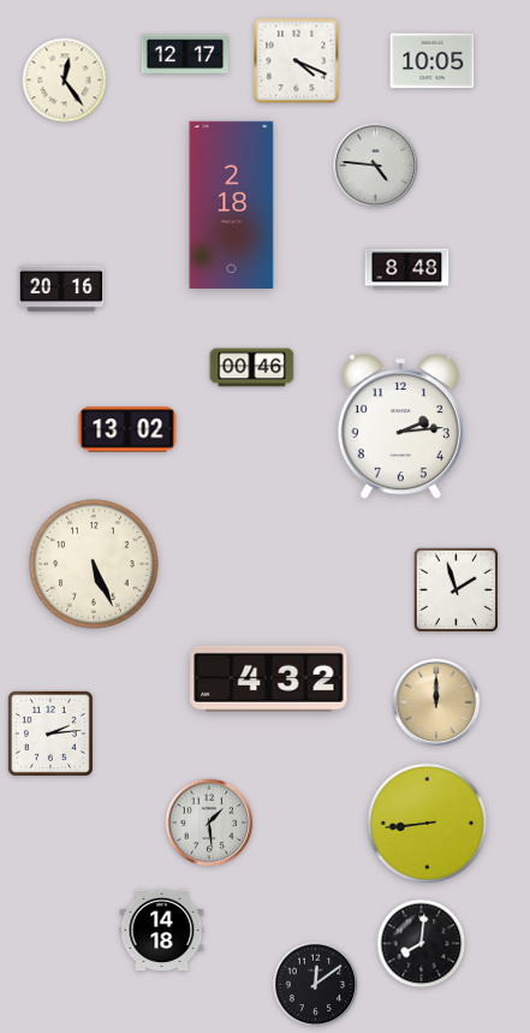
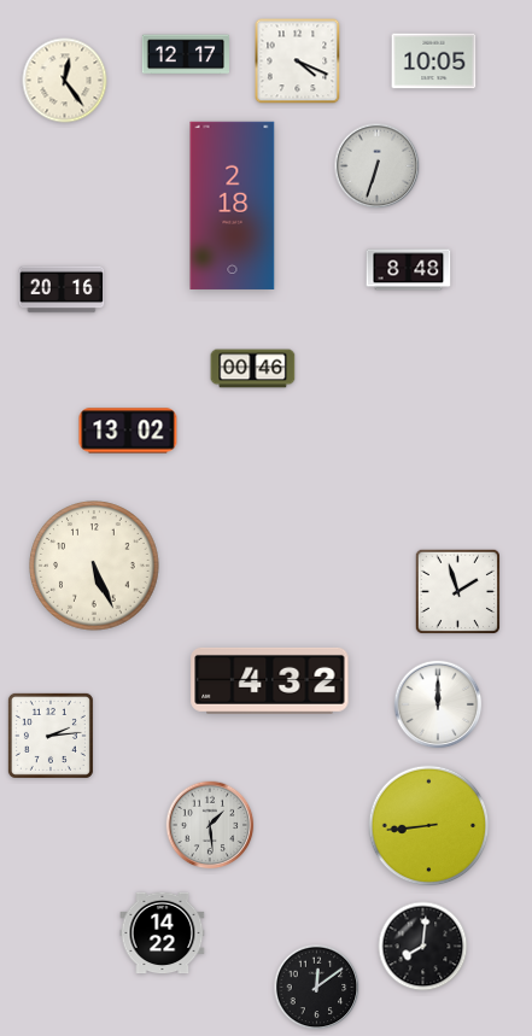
clock at (376, 166): 4:46 -> 6:33
clock at (400, 428): 2:14 -> none
clock at (436, 702) dial: champagne -> white
clock at (162, 931): 14:18 -> 14:22
